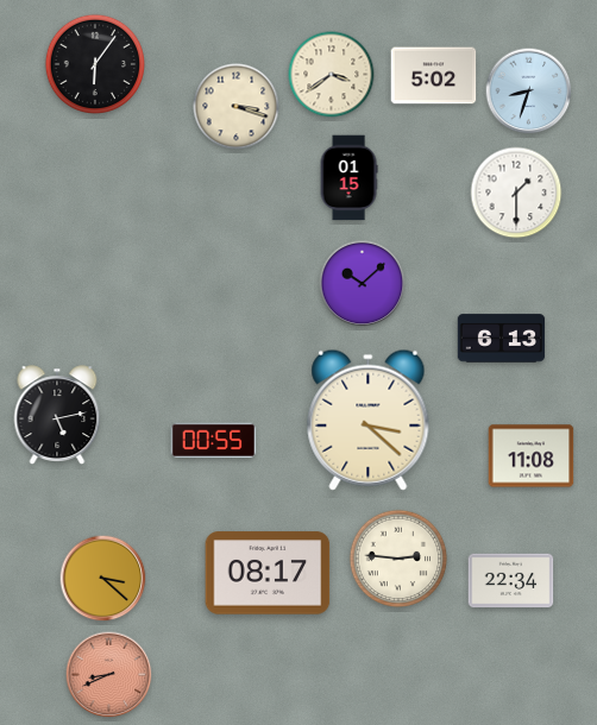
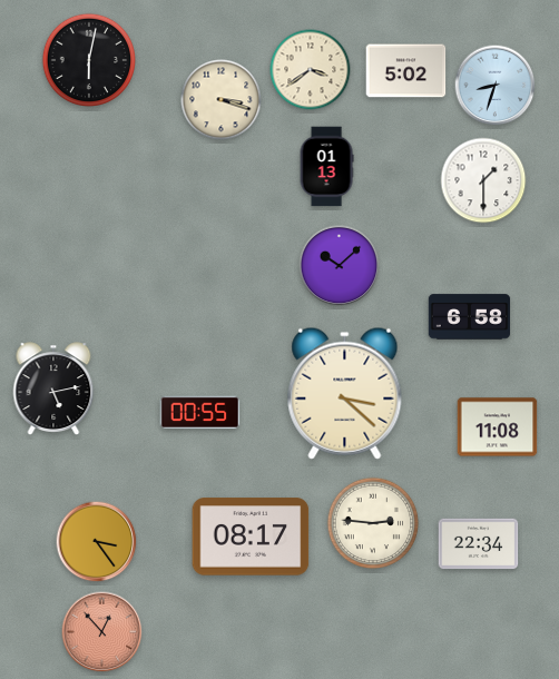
clock at (94, 63): 6:06 -> 6:02
clock at (348, 178): 01:15 -> 01:13
clock at (502, 339): 6:13 -> 6:58
clock at (103, 579): 3:22 -> 3:24
clock at (109, 675): 8:41 -> 12:53
